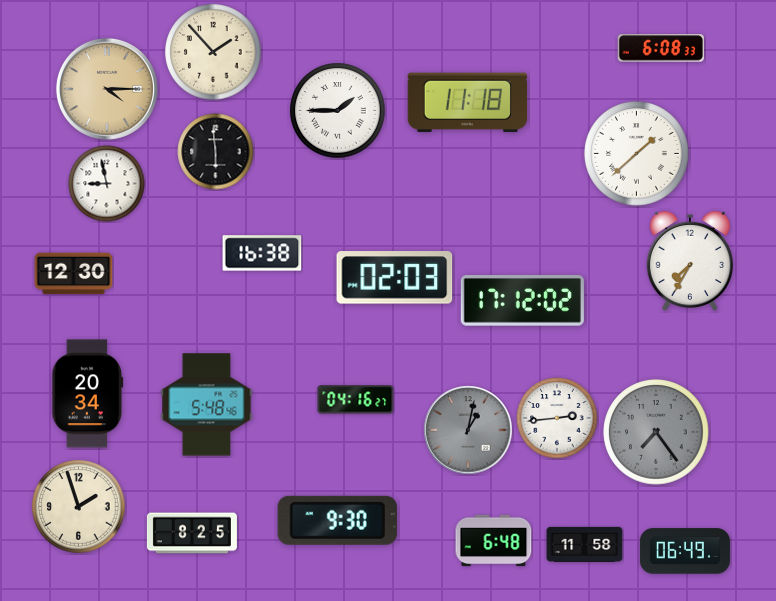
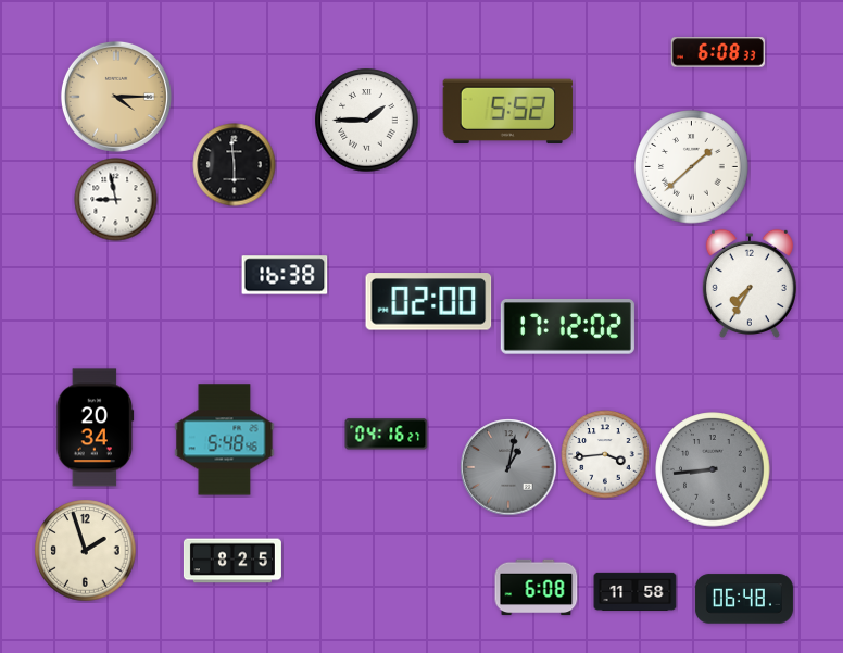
clock at (213, 52): 1:53 -> none
clock at (468, 103): 11:18 -> 5:52
clock at (74, 274): 12:30 -> none
clock at (395, 278): 02:03 -> 02:00
clock at (557, 418): 2:44 -> 3:44
clock at (656, 432): 7:24 -> 8:44
clock at (337, 520): 9:30 -> none
clock at (192, 533) position: (192, 533) -> (232, 561)
clock at (494, 541): 6:48 -> 6:08
clock at (685, 551): 06:49 -> 06:48
